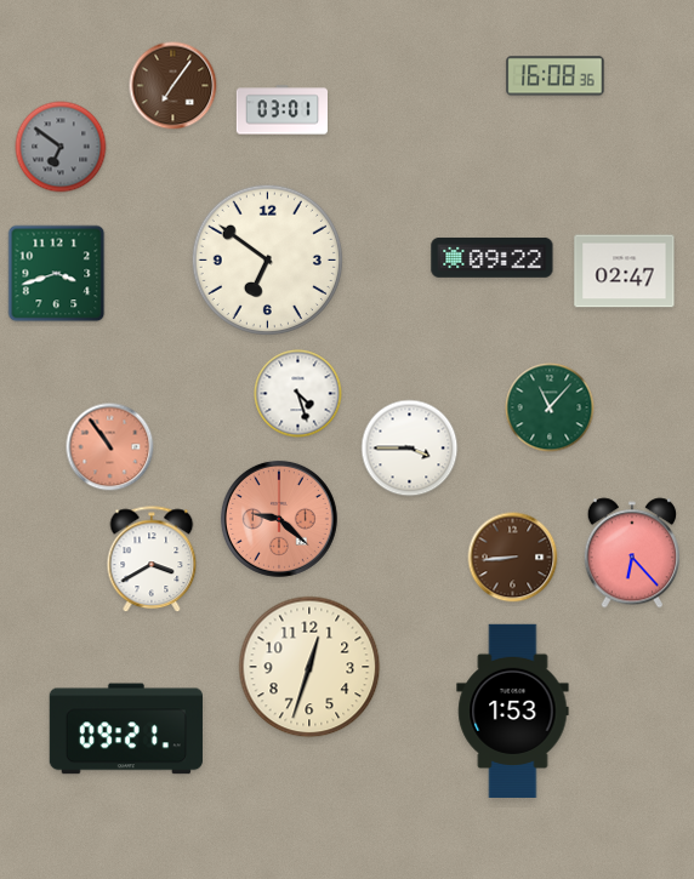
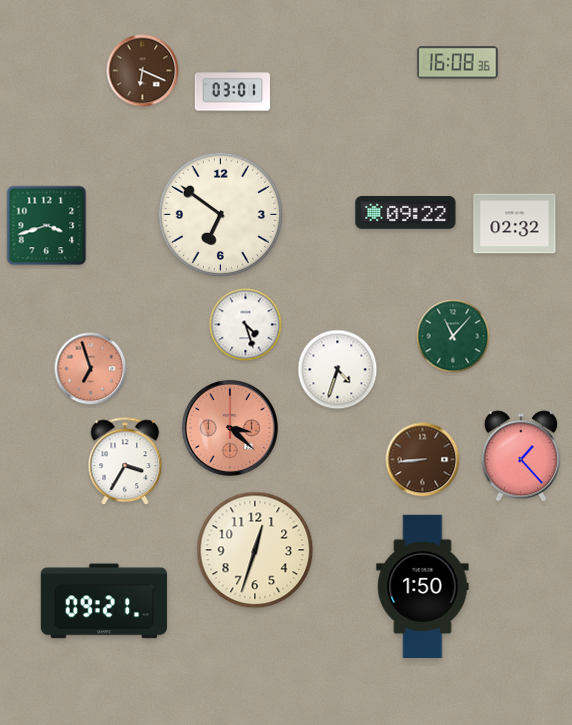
clock at (173, 86): 7:06 -> 6:19
clock at (61, 147): 6:51 -> none
clock at (625, 272): 02:47 -> 02:32
clock at (110, 447): 10:54 -> 6:57
clock at (410, 449): 3:45 -> 4:33
clock at (279, 519): 9:22 -> 3:22
clock at (631, 553): 6:23 -> 1:23
clock at (152, 560): 3:40 -> 3:35
clock at (513, 710): 1:53 -> 1:50
